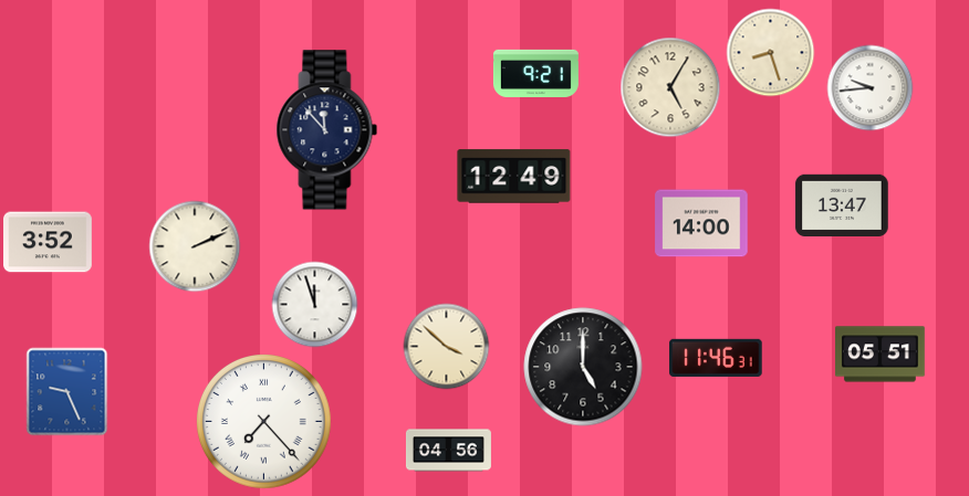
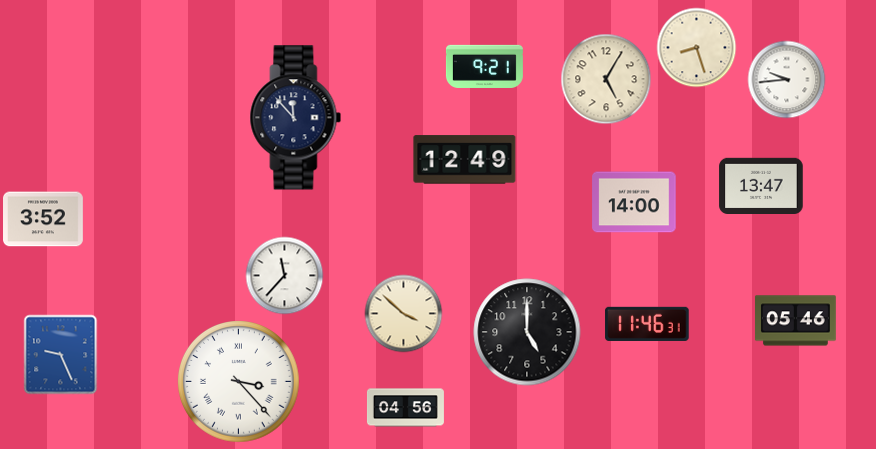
clock at (195, 246): 2:11 -> none
clock at (314, 304): 11:57 -> 11:37
clock at (881, 355): 05:51 -> 05:46
clock at (264, 422): 7:23 -> 3:23
